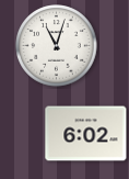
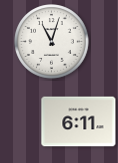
clock at (86, 134): 6:02 -> 6:11
